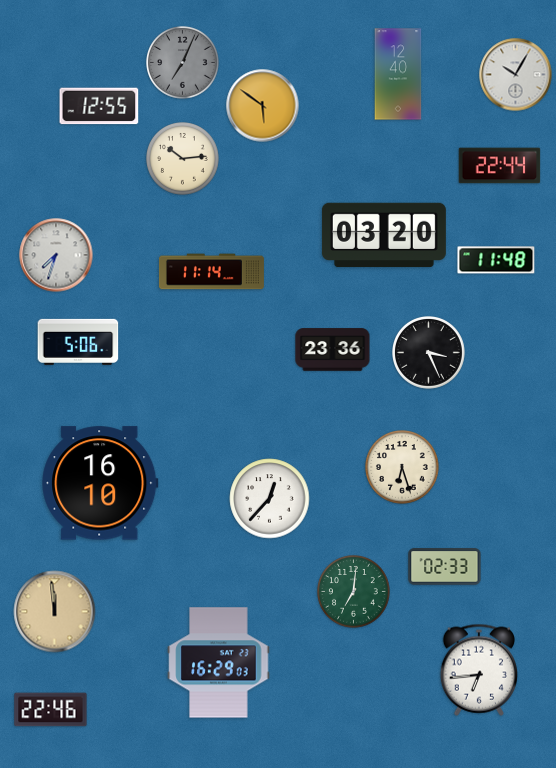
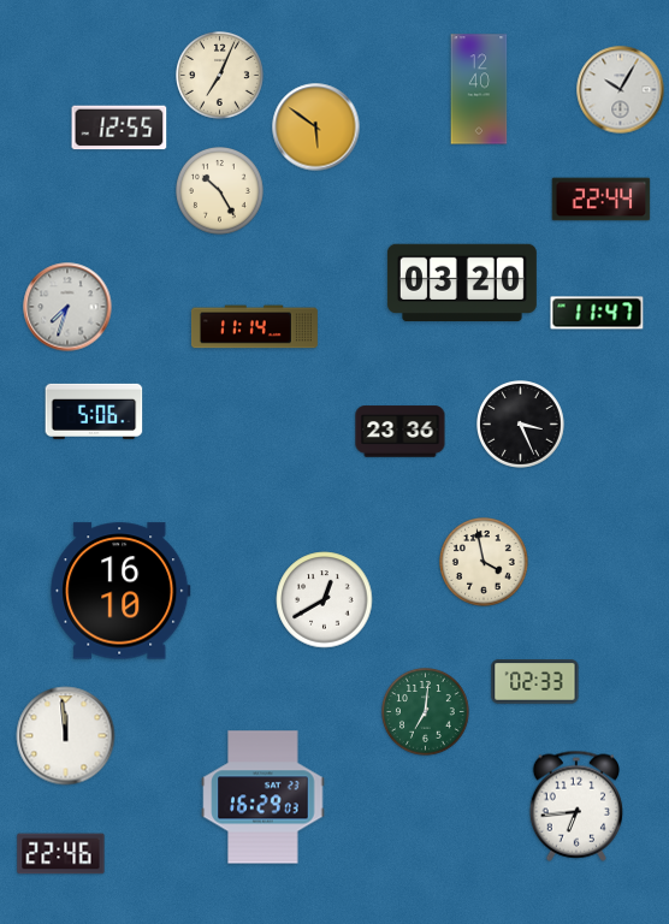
clock at (183, 63) dial: grey -> cream
clock at (183, 159): 10:14 -> 10:25
clock at (496, 260): 11:48 -> 11:47
clock at (333, 350) position: (333, 350) -> (401, 432)
clock at (429, 353) position: (429, 353) -> (521, 425)
clock at (403, 468): 6:27 -> 3:58
clock at (100, 483) position: (100, 483) -> (120, 591)
clock at (270, 499): 12:37 -> 12:40
clock at (55, 612) dial: champagne -> white
